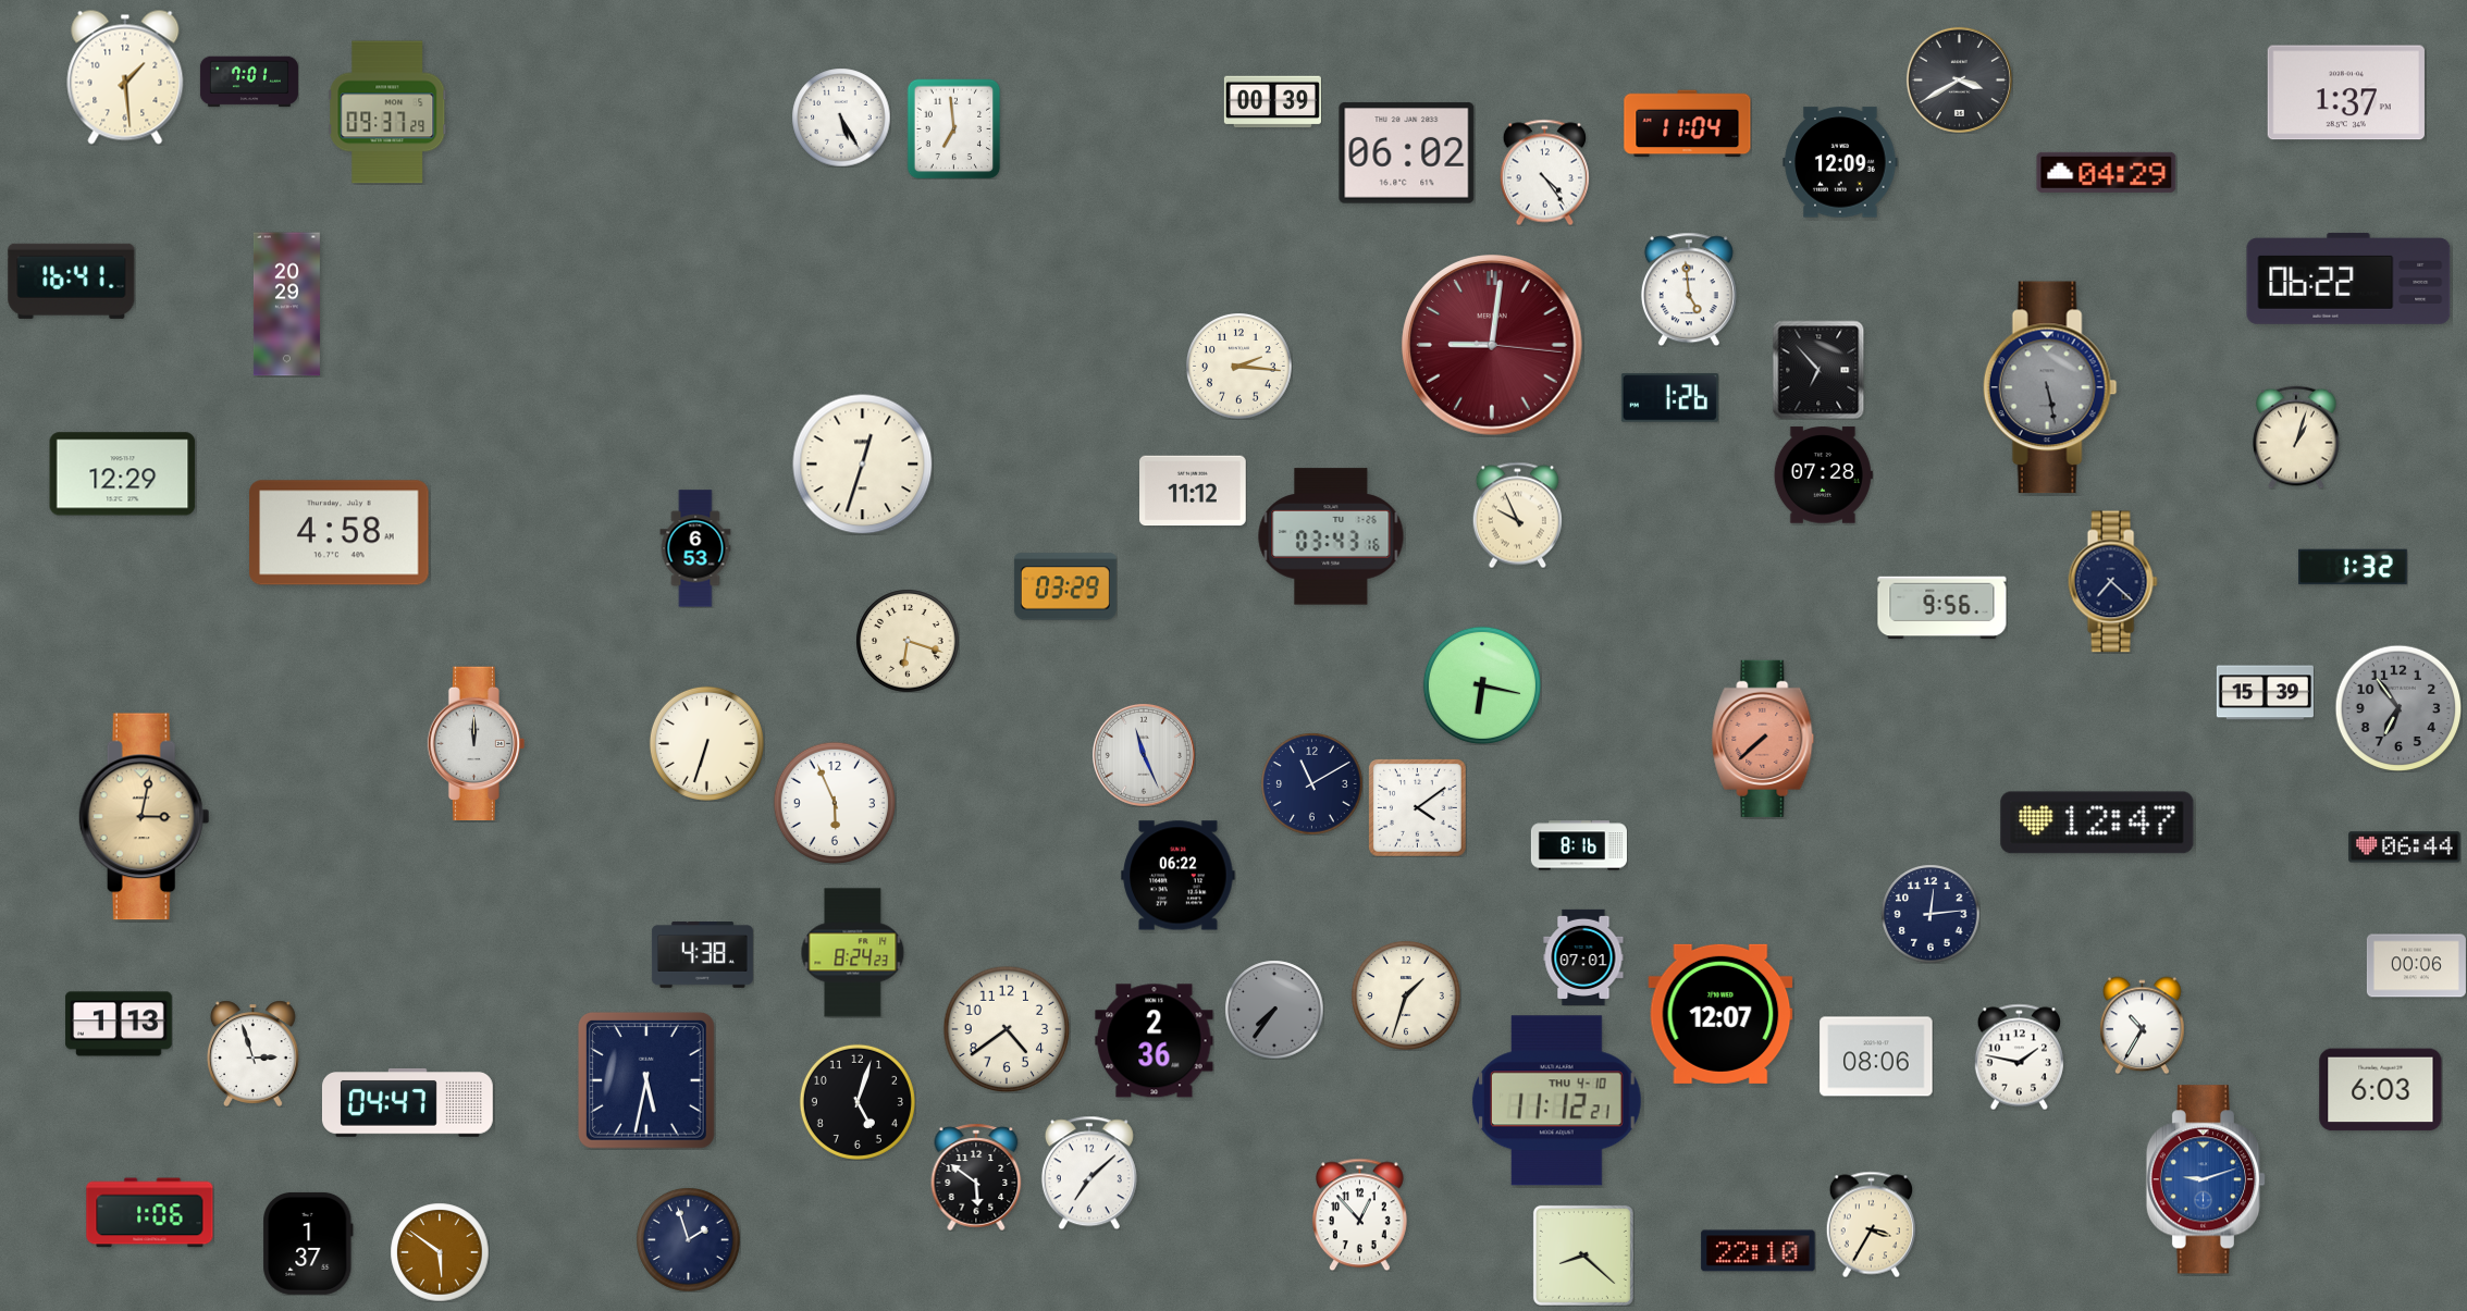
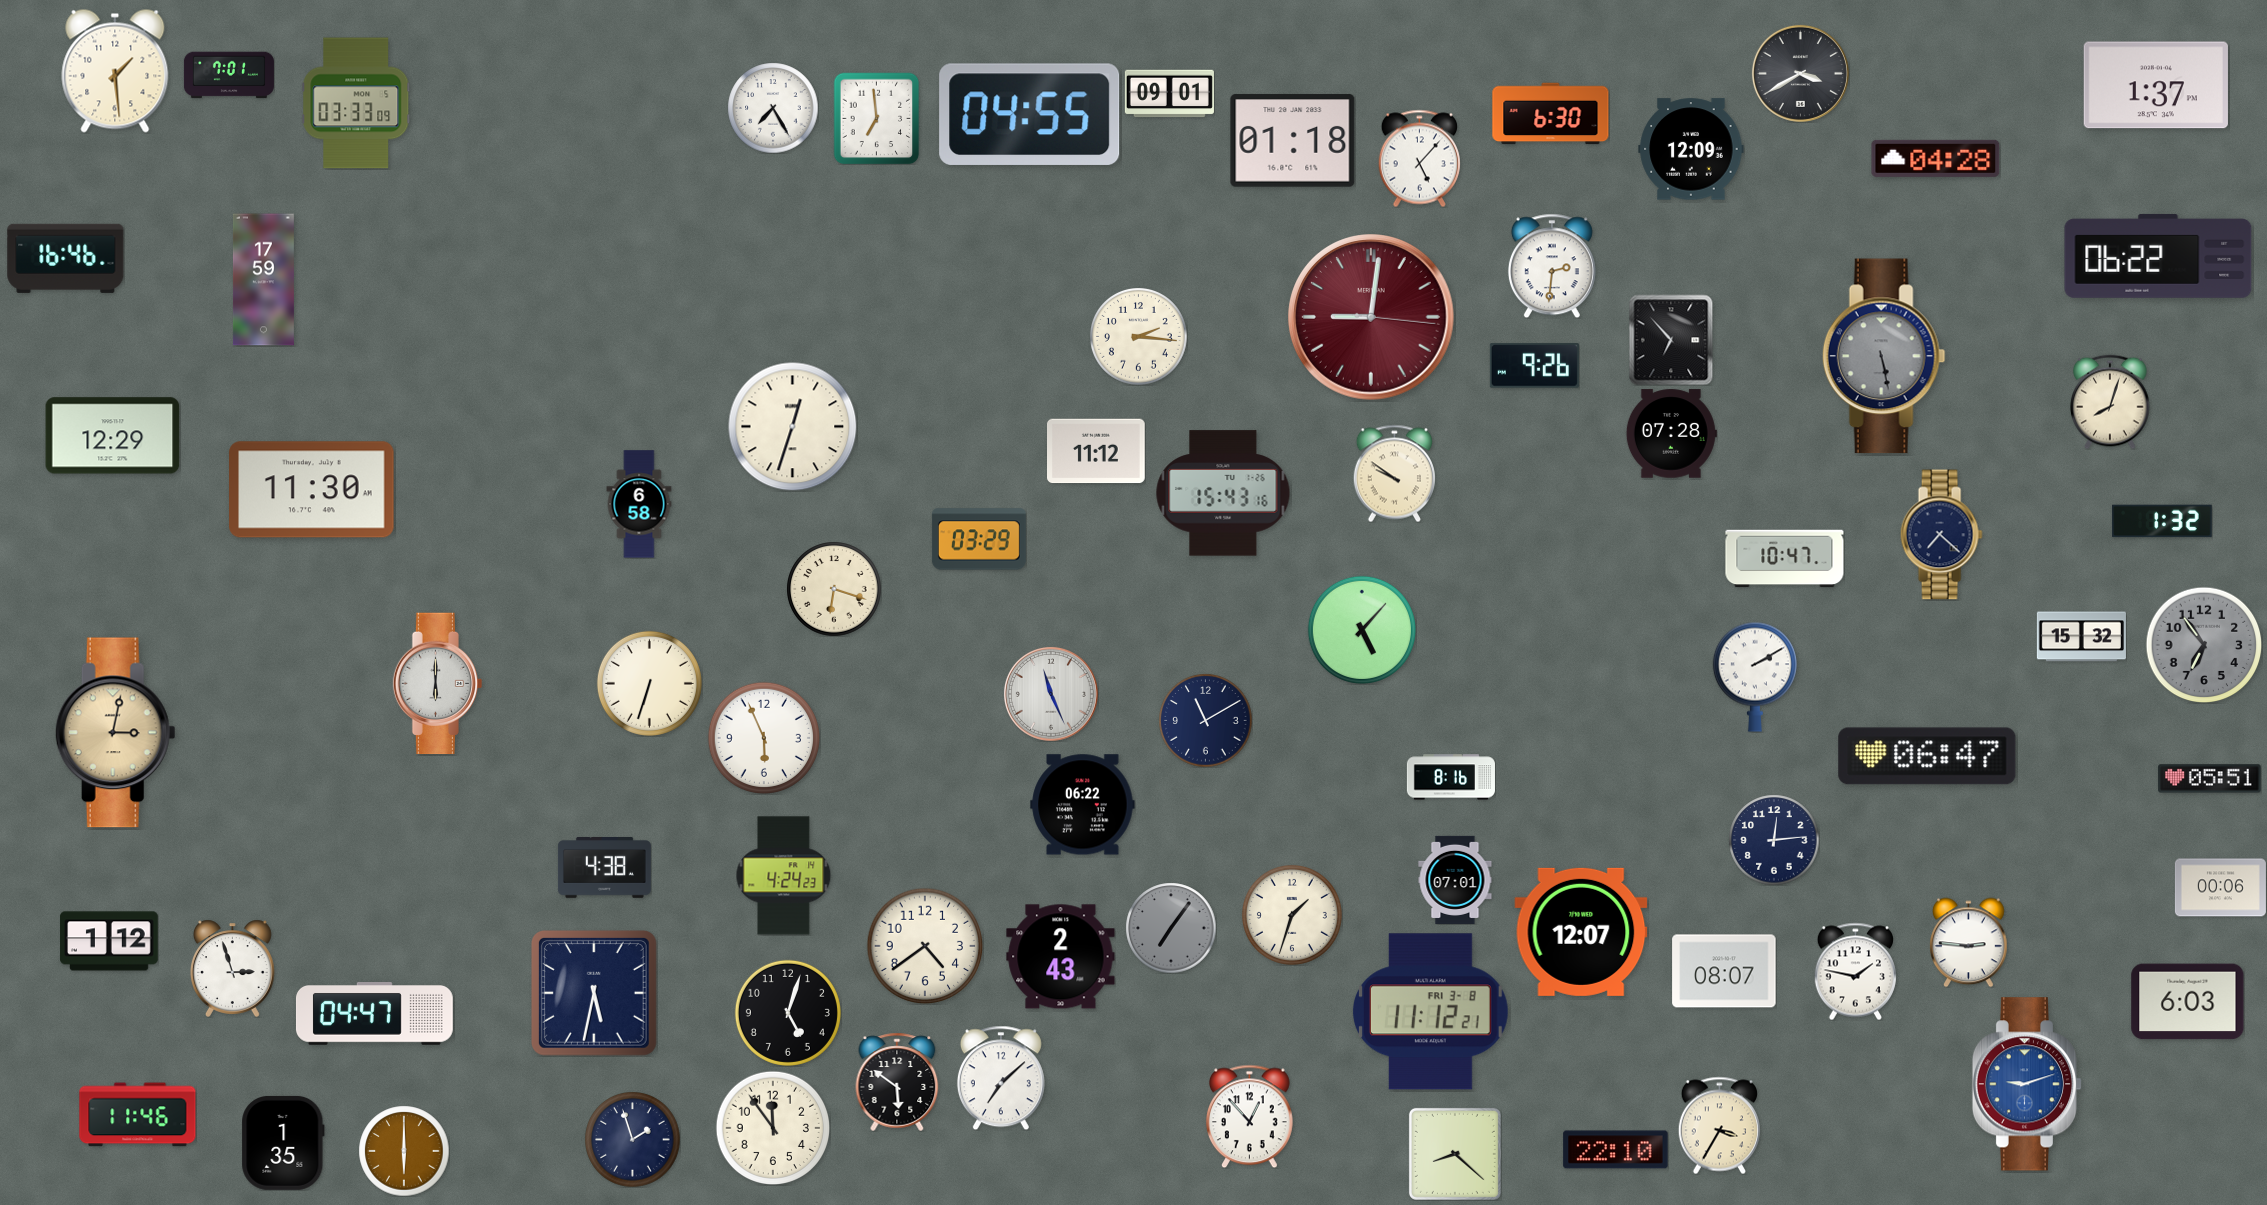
clock at (1272, 102): 00:39 -> 09:01
clock at (387, 112): 09:37 -> 03:33
clock at (841, 118): 5:25 -> 7:25
clock at (1030, 114): none -> 04:55
clock at (1688, 124): 11:04 -> 6:30
clock at (1407, 153): 06:02 -> 01:18
clock at (1544, 172): 4:24 -> 5:07
clock at (2107, 172): 04:29 -> 04:28
clock at (72, 281): 16:41 -> 16:46
clock at (1689, 289): 4:59 -> 2:31
clock at (286, 305): 20:29 -> 17:59
clock at (1669, 398): 1:26 -> 9:26
clock at (2296, 437): 1:03 -> 8:03
clock at (1823, 475) position: (1823, 475) -> (1671, 434)
clock at (1517, 515): 9:56 -> 9:51
clock at (340, 533): 4:58 -> 11:30
clock at (1331, 536): 03:43 -> 15:43
clock at (695, 548): 6:53 -> 6:58
clock at (1942, 608): 9:56 -> 10:47
clock at (1482, 685): 6:17 -> 5:07
clock at (2265, 693): 15:39 -> 15:32
clock at (2398, 708) position: (2398, 708) -> (2204, 645)
clock at (1755, 677): none -> 2:10
clock at (1763, 739): 7:38 -> none
clock at (477, 744): 12:00 -> 6:00
clock at (834, 802) position: (834, 802) -> (763, 737)
clock at (1418, 808): 4:09 -> none
clock at (144, 817) position: (144, 817) -> (115, 733)
clock at (2097, 823): 12:47 -> 06:47
clock at (2405, 848): 06:44 -> 05:51
clock at (853, 953): 8:24 -> 4:24
clock at (702, 955) position: (702, 955) -> (604, 868)
clock at (1274, 1010): 7:36 -> 7:06
clock at (119, 1024): 1:13 -> 1:12
clock at (2143, 1025): 10:35 -> 2:46
clock at (1155, 1041): 2:36 -> 2:43
clock at (1876, 1056): 08:06 -> 08:07
clock at (1556, 1101) date: THU 4-10 -> FRI 3-8
clock at (150, 1213): 1:06 -> 11:46
clock at (773, 1128): none -> 11:54
clock at (308, 1244): 1:37 -> 1:35
clock at (440, 1252): 5:51 -> 6:00
